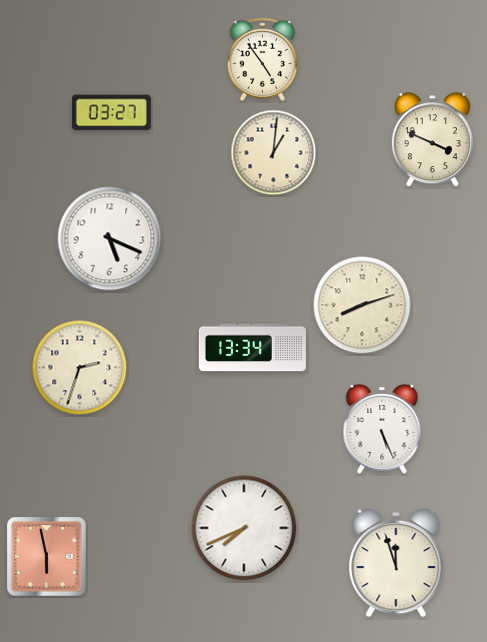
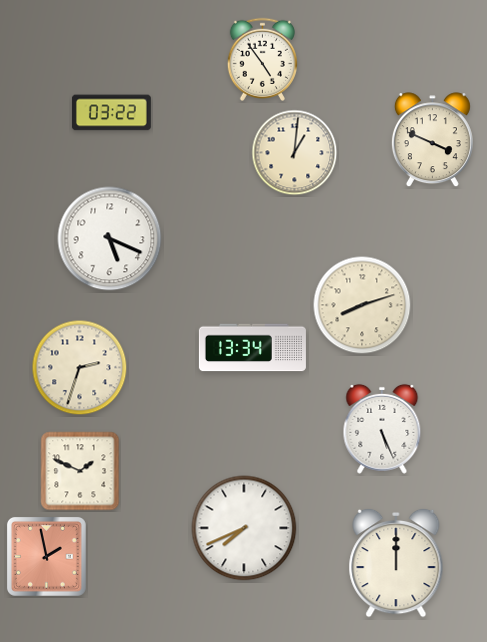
clock at (111, 113): 03:27 -> 03:22
clock at (274, 153) position: (274, 153) -> (295, 153)
clock at (80, 471): none -> 1:49
clock at (46, 556): 5:58 -> 1:58
clock at (396, 563): 11:57 -> 12:00
